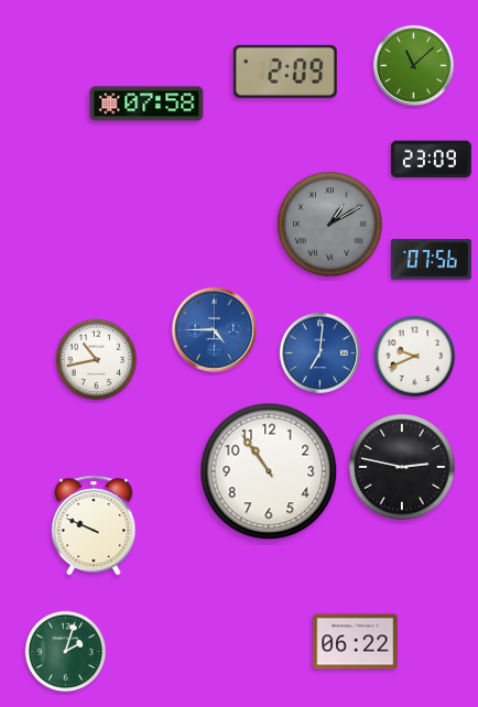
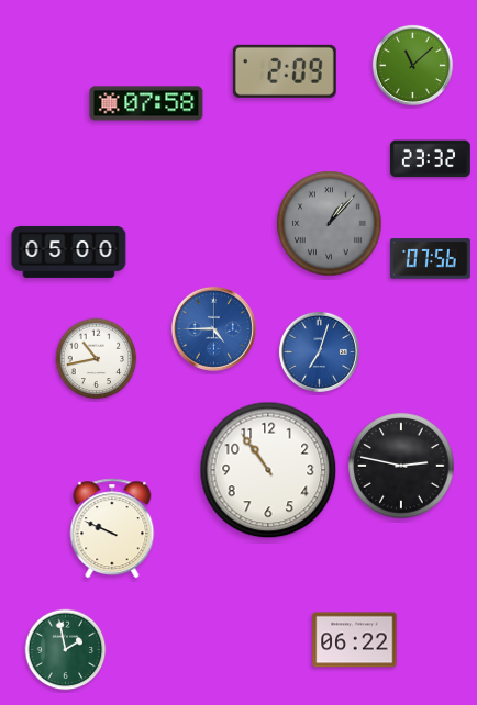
clock at (431, 160): 23:09 -> 23:32
clock at (330, 225): 1:10 -> 1:07
clock at (69, 251): none -> 05:00
clock at (319, 352): 7:01 -> 7:03
clock at (415, 357): 9:41 -> none
clock at (94, 525) position: (94, 525) -> (112, 528)
clock at (66, 652): 2:03 -> 1:58
